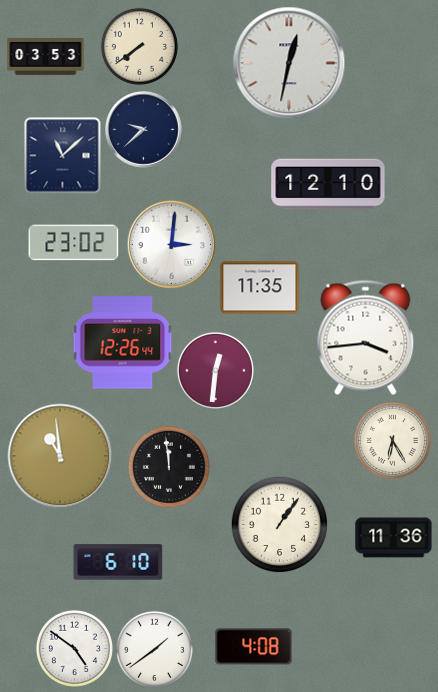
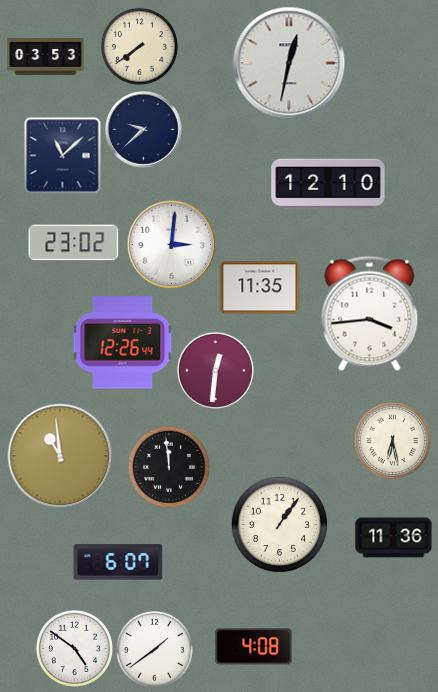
clock at (366, 338) position: (366, 338) -> (370, 314)
clock at (392, 440): 6:25 -> 6:28
clock at (118, 562): 6:10 -> 6:07
